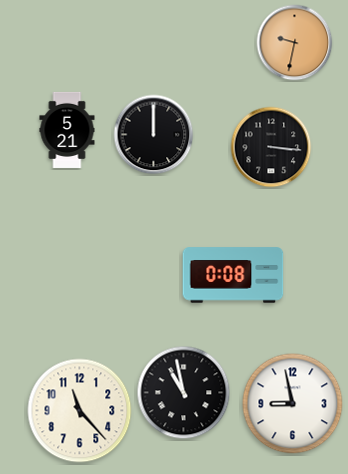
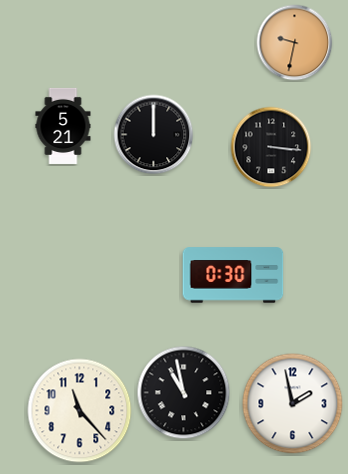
clock at (67, 130) position: (67, 130) -> (63, 126)
clock at (233, 275): 0:08 -> 0:30
clock at (293, 404): 8:58 -> 1:58
